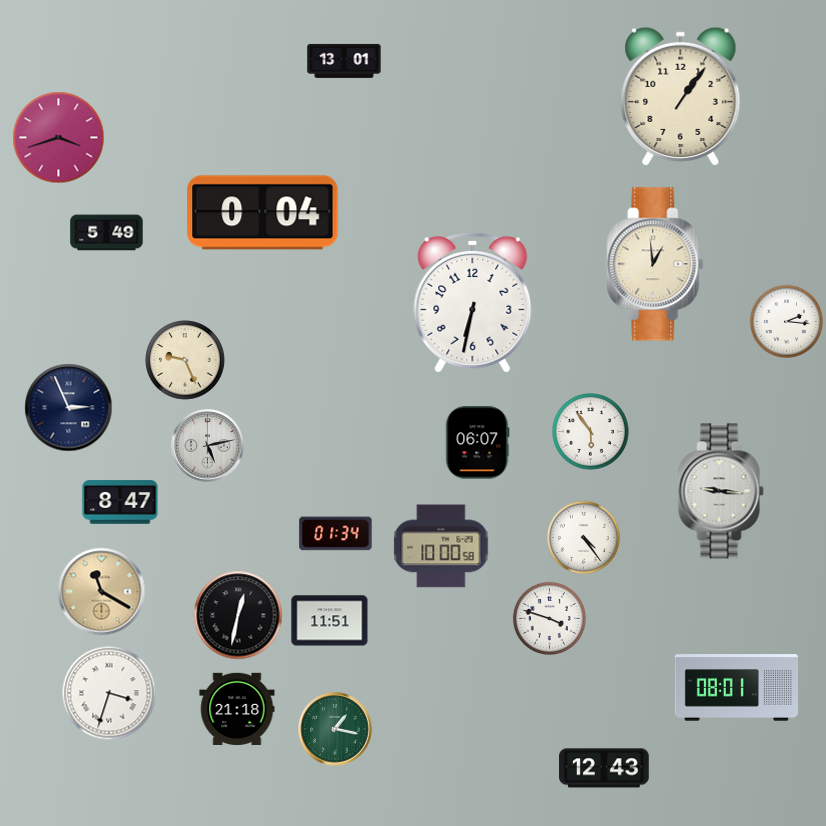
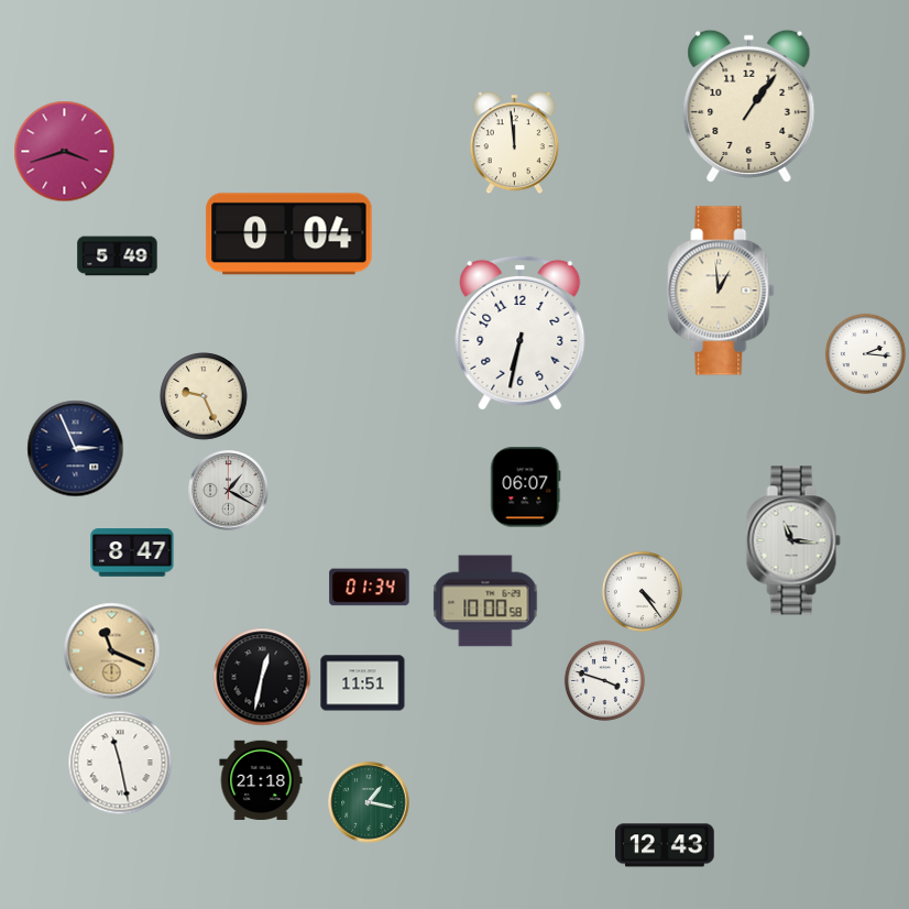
clock at (344, 61): 13:01 -> none
clock at (514, 143): none -> 11:59
clock at (591, 432): 5:54 -> none
clock at (208, 446): 5:13 -> 1:20
clock at (721, 491): 9:16 -> 11:16
clock at (102, 592): 11:20 -> 11:19
clock at (737, 688): 08:01 -> none
clock at (109, 693): 3:33 -> 11:28
